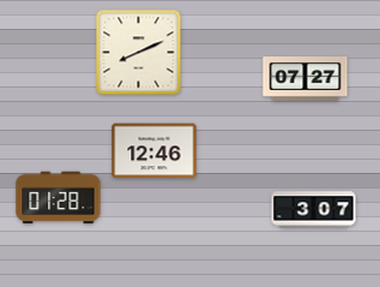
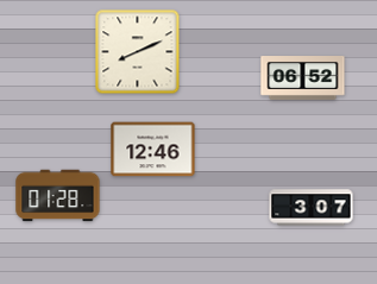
clock at (306, 79): 07:27 -> 06:52
